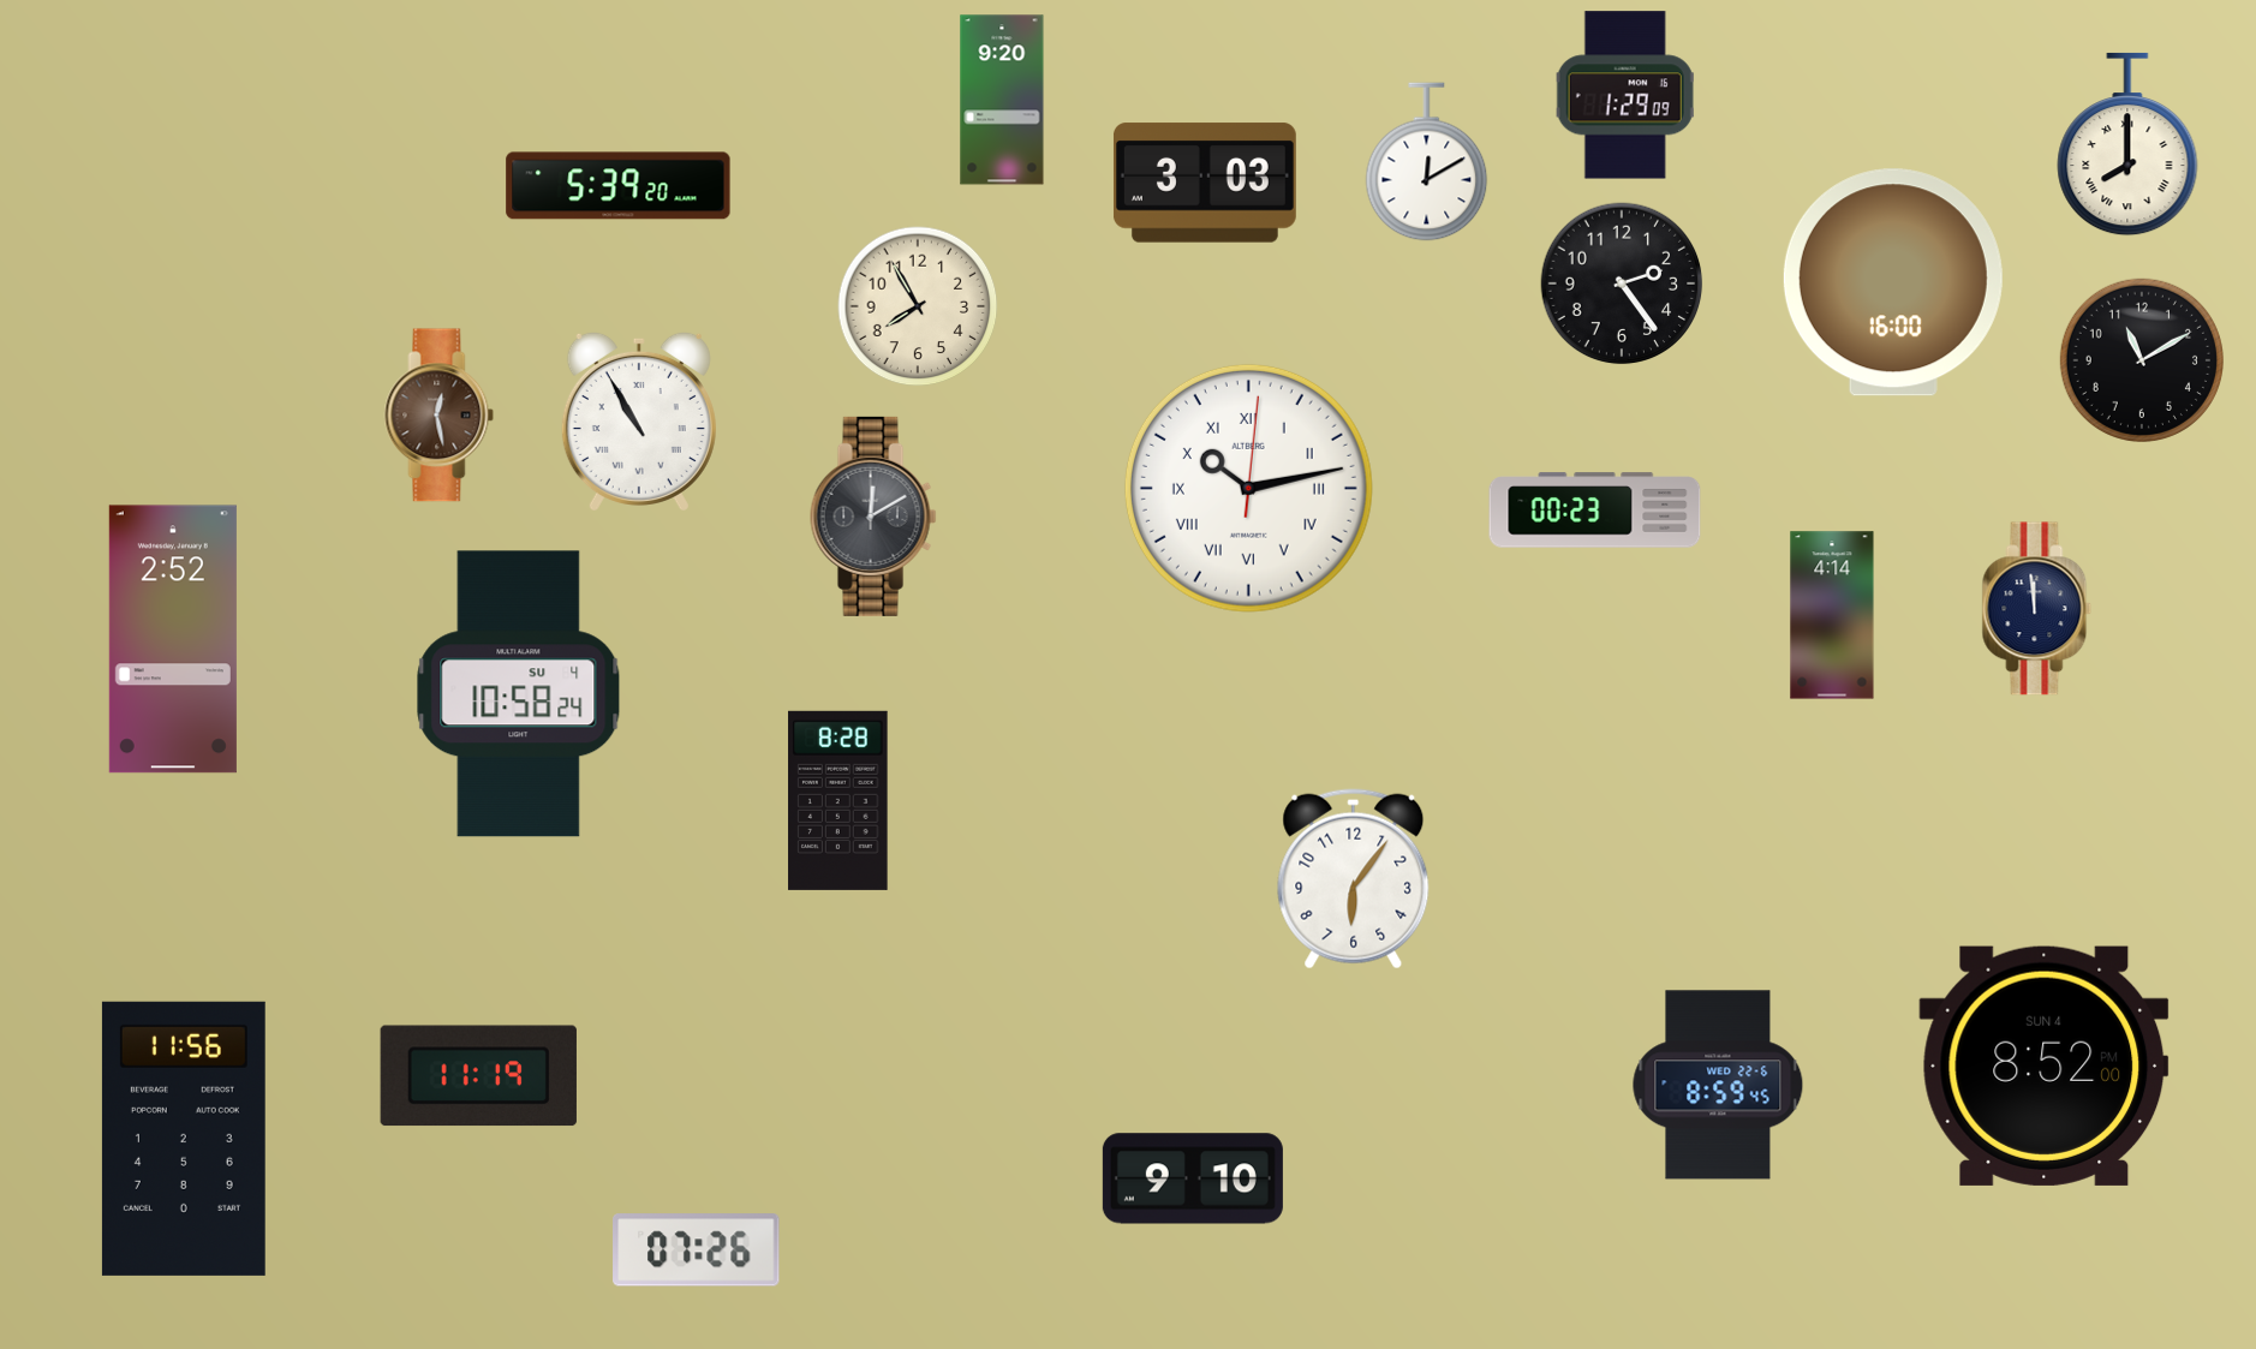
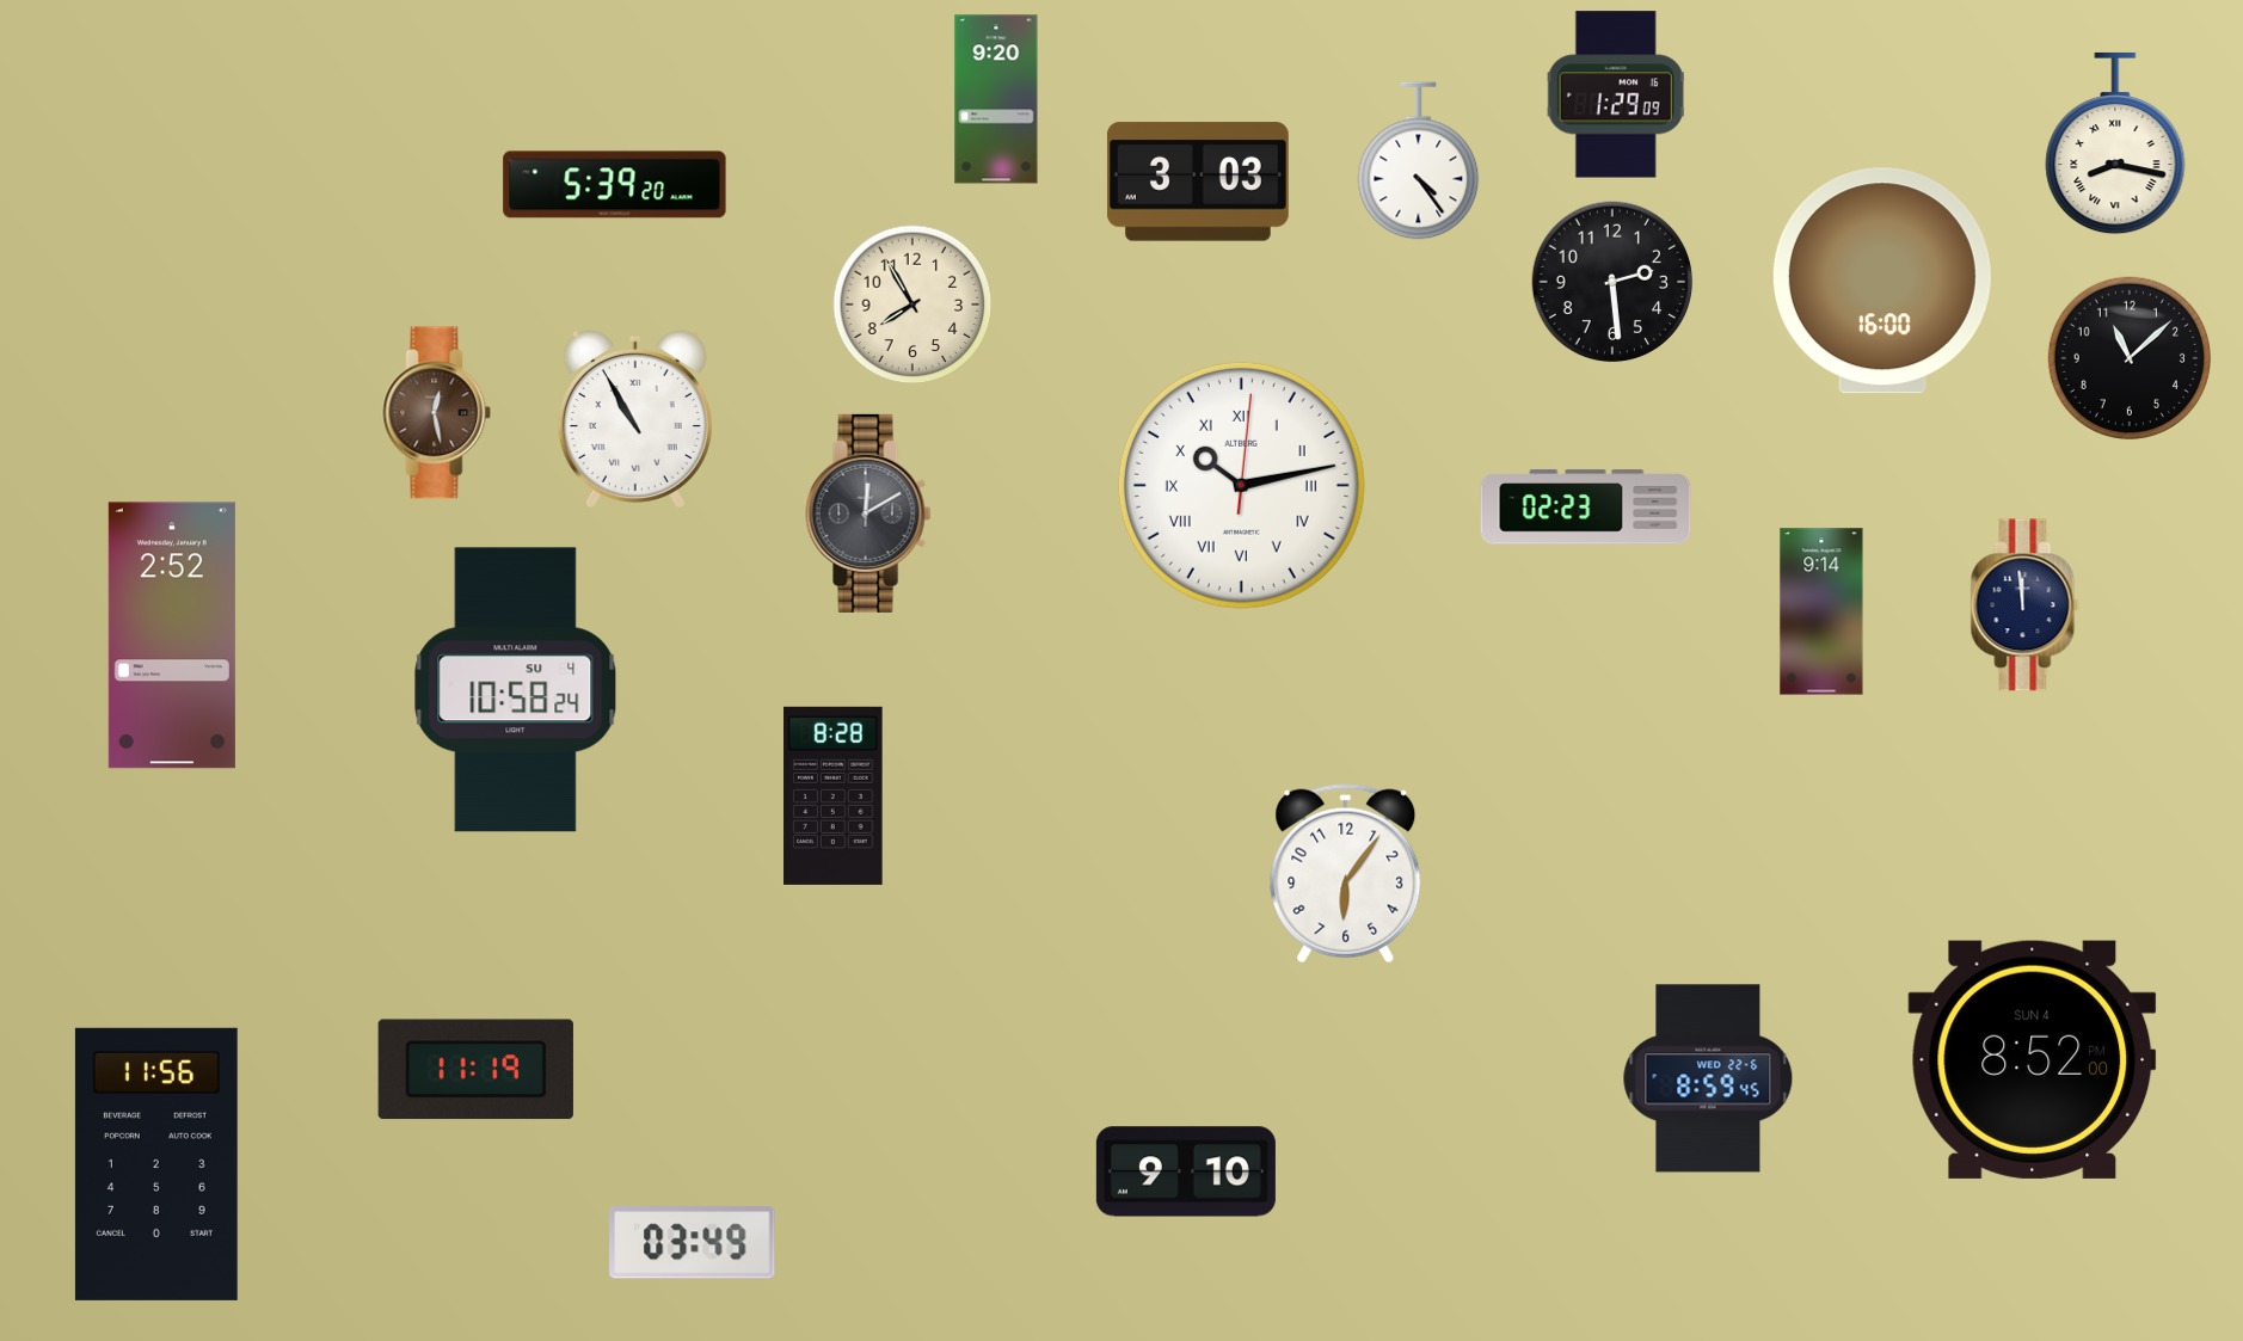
clock at (2127, 144): 8:00 -> 8:17
clock at (1427, 162): 12:10 -> 4:24
clock at (1622, 283): 2:24 -> 2:29
clock at (2142, 360): 11:10 -> 11:08
clock at (1595, 511): 00:23 -> 02:23
clock at (1832, 615): 4:14 -> 9:14
clock at (184, 1139) position: (184, 1139) -> (156, 1164)
clock at (697, 1250): 07:26 -> 03:49
